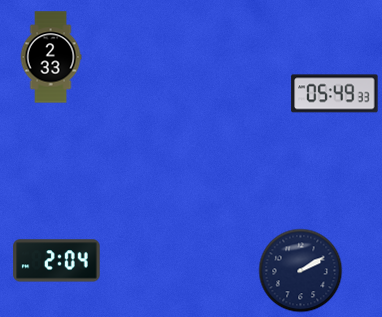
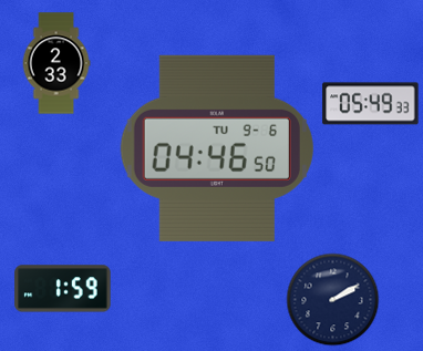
clock at (217, 148): none -> 04:46
clock at (57, 261): 2:04 -> 1:59
